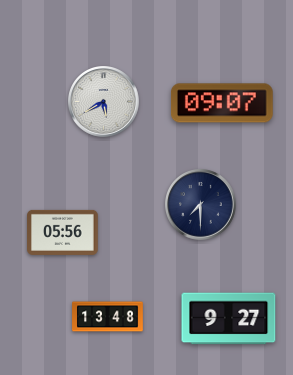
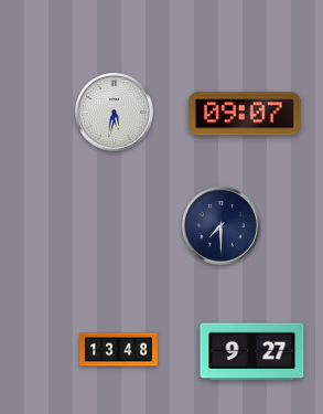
clock at (104, 102): 5:40 -> 5:32
clock at (63, 232): 05:56 -> none
